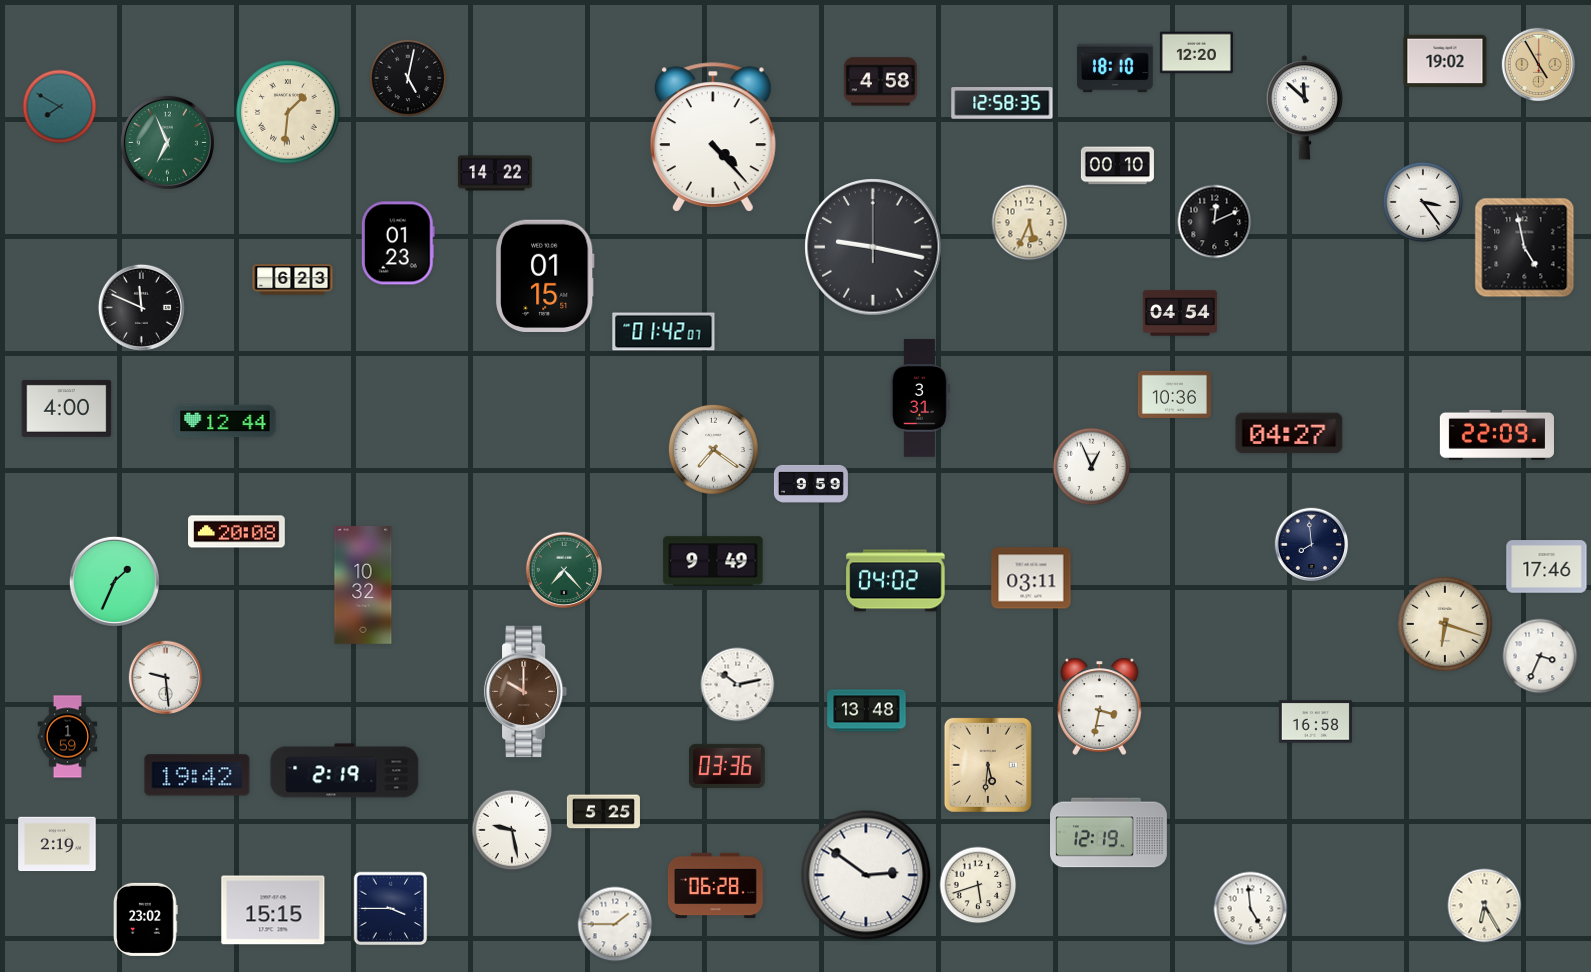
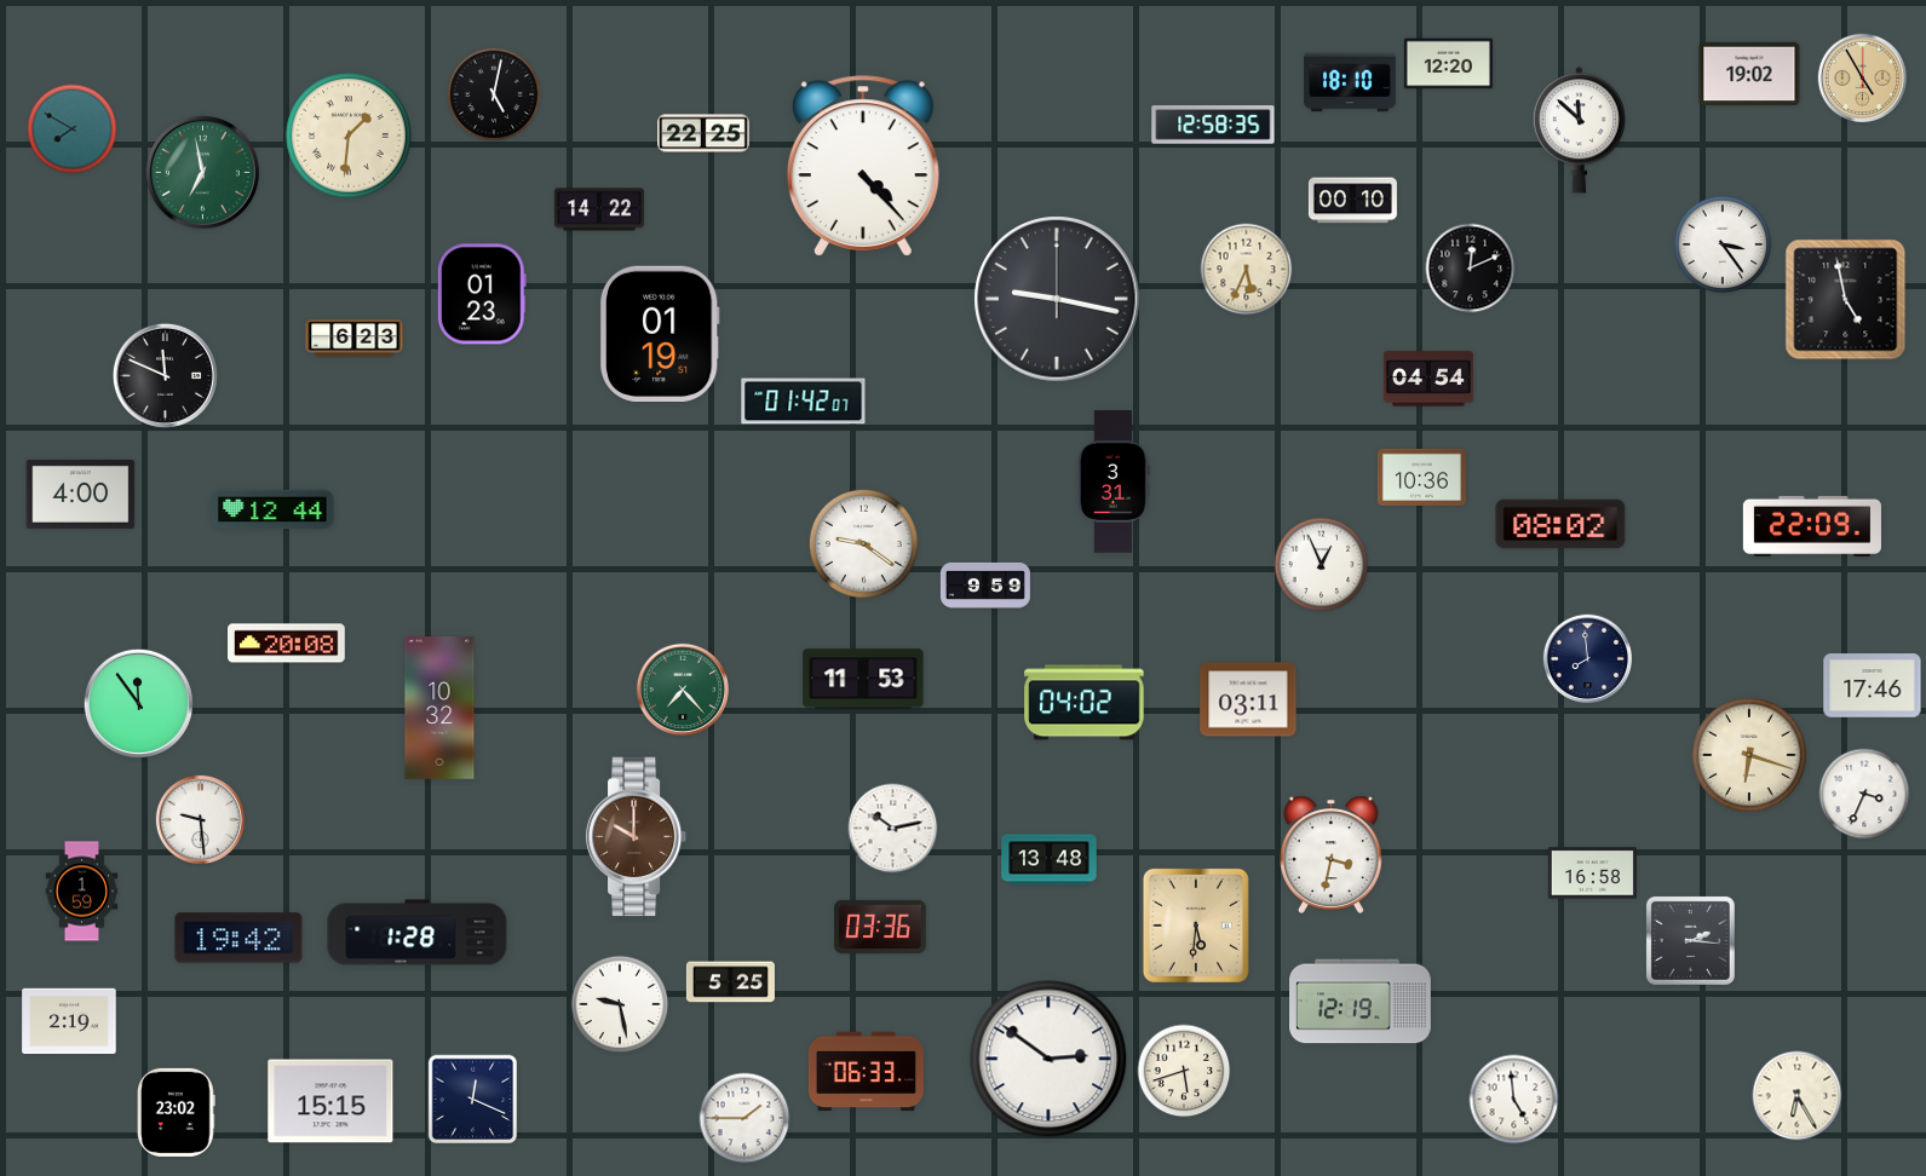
clock at (880, 82): 4:58 -> none
clock at (703, 133): none -> 22:25
clock at (167, 142): 6:56 -> 6:58
clock at (545, 275): 01:15 -> 01:19
clock at (141, 307) position: (141, 307) -> (165, 375)
clock at (1289, 433): 04:27 -> 08:02
clock at (713, 449): 7:21 -> 9:21
clock at (811, 484) position: (811, 484) -> (985, 586)
clock at (713, 561): 9:49 -> 11:53
clock at (114, 581): 1:34 -> 11:54
clock at (345, 771): 2:19 -> 1:28
clock at (1690, 940): none -> 2:16
clock at (1109, 833) position: (1109, 833) -> (1361, 1002)
clock at (715, 886): 06:28 -> 06:33
clock at (391, 909): 3:45 -> 12:19
